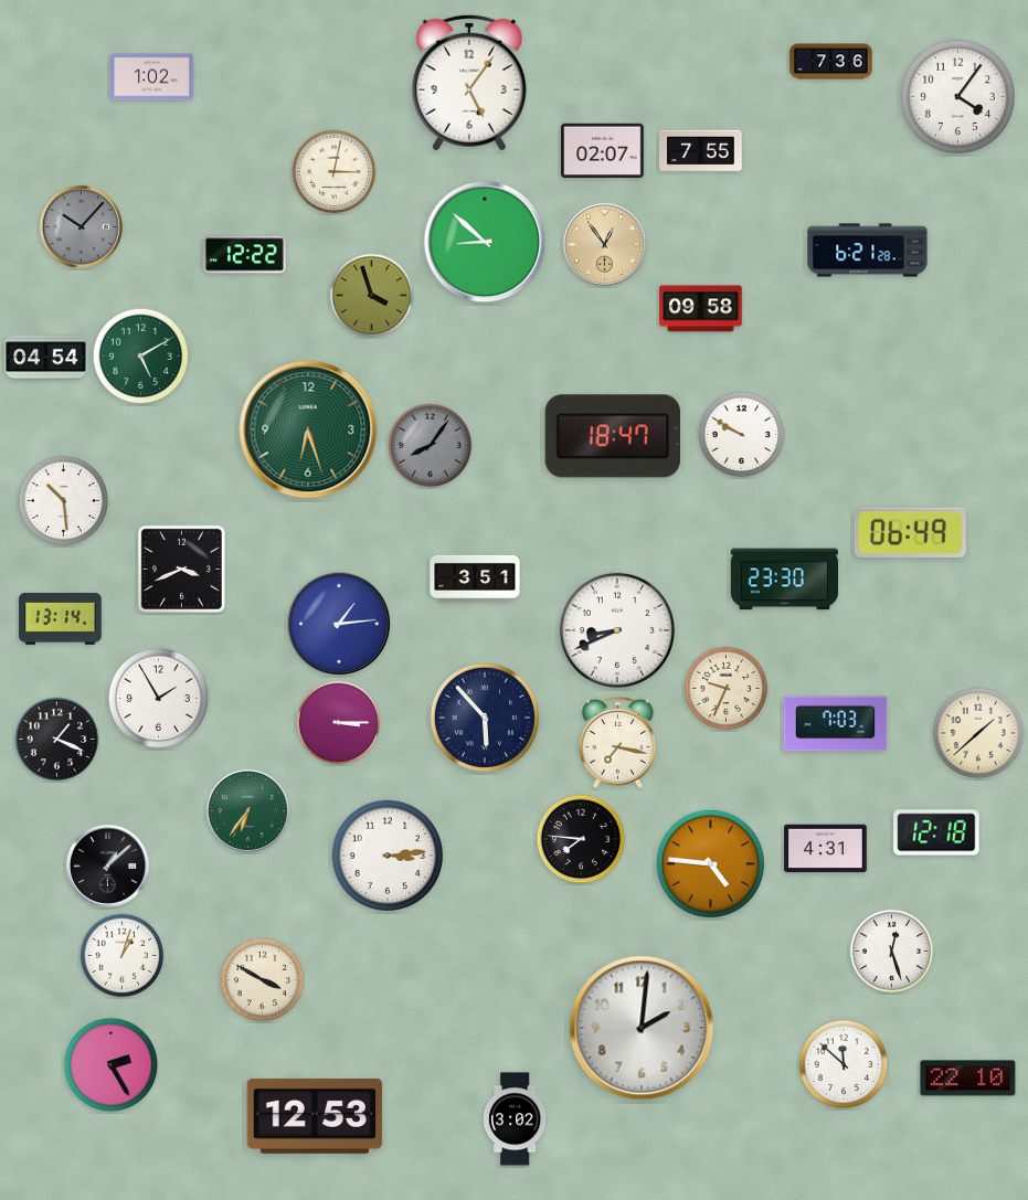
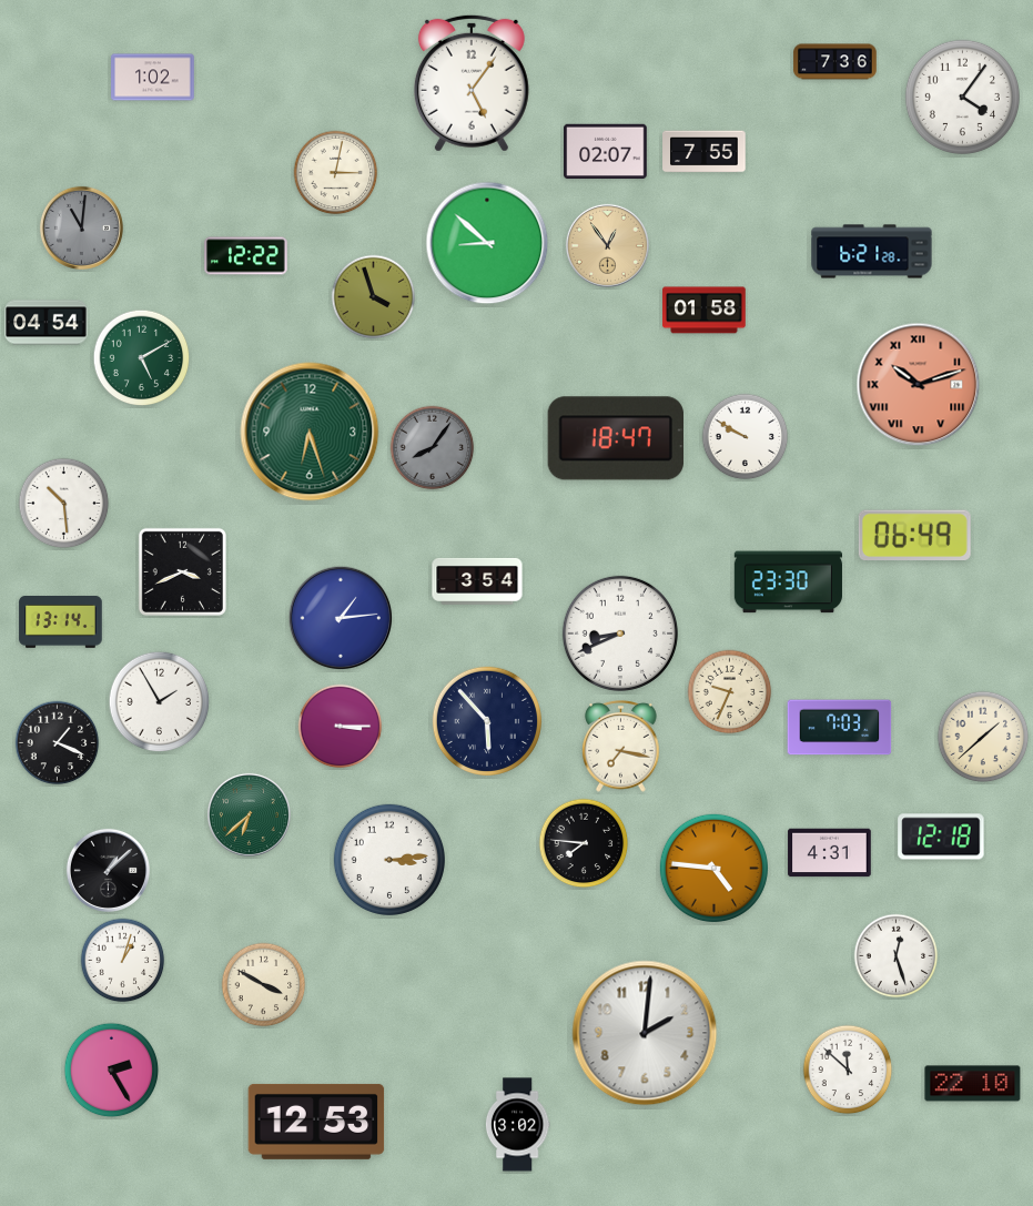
clock at (81, 226): 10:07 -> 11:01
clock at (701, 309): 09:58 -> 01:58
clock at (46, 358) position: (46, 358) -> (47, 323)
clock at (919, 385): none -> 10:12
clock at (475, 578): 3:51 -> 3:54
clock at (339, 624) position: (339, 624) -> (341, 618)
clock at (247, 810): 6:36 -> 6:38
